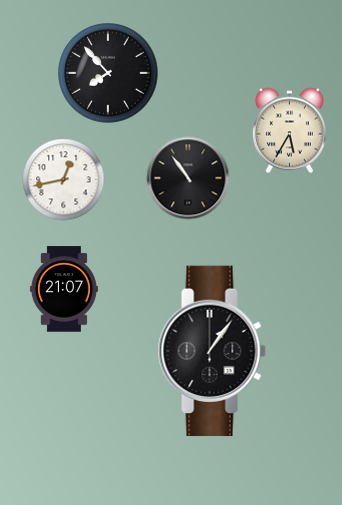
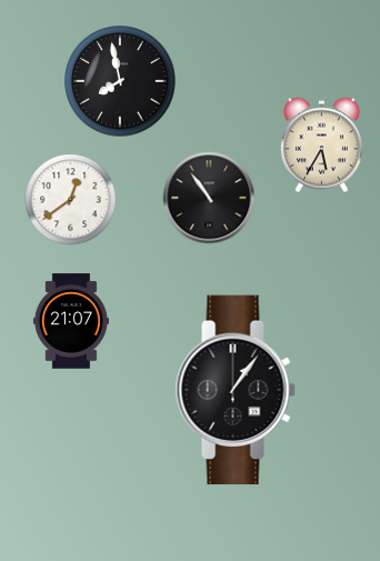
clock at (108, 73): 7:53 -> 7:58
clock at (64, 180): 12:43 -> 12:39
